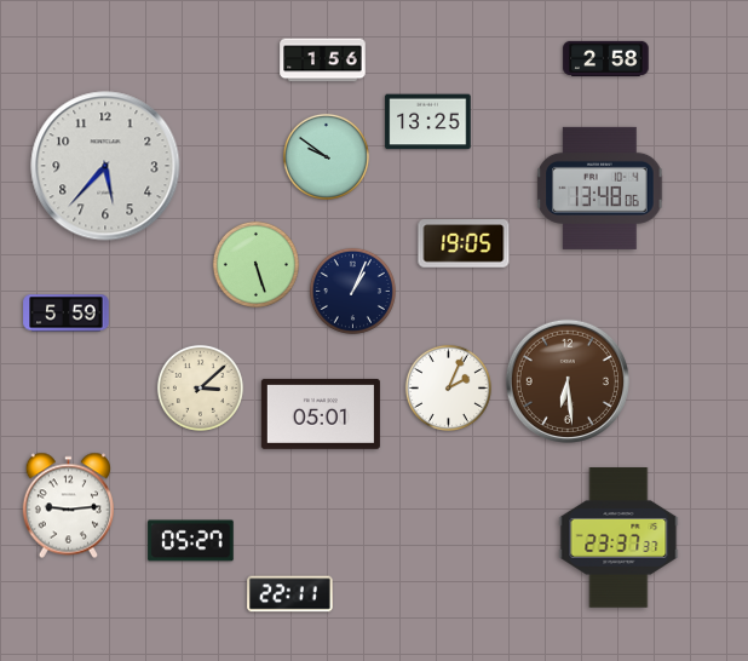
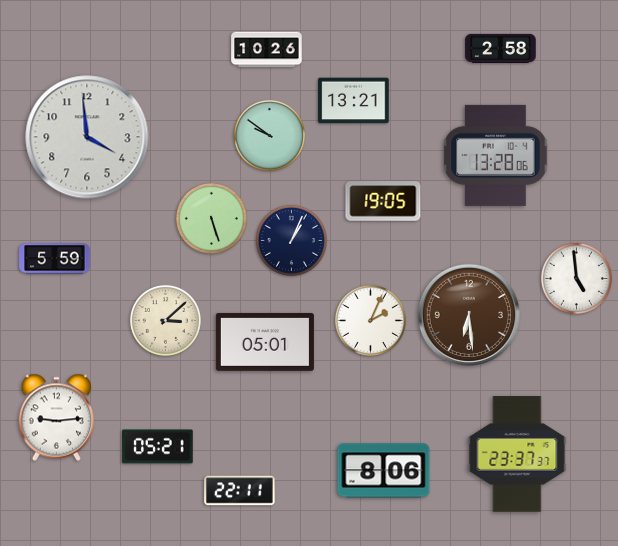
clock at (323, 61): 1:56 -> 10:26
clock at (428, 122): 13:25 -> 13:21
clock at (326, 156) position: (326, 156) -> (269, 135)
clock at (105, 166): 5:37 -> 3:59
clock at (600, 188): 13:48 -> 13:28
clock at (576, 278): none -> 4:59
clock at (618, 538) position: (618, 538) -> (517, 454)
clock at (191, 541): 05:27 -> 05:21
clock at (384, 471): none -> 8:06
